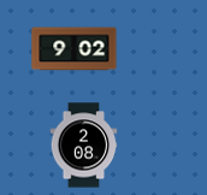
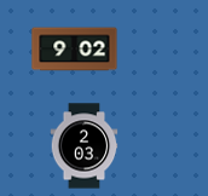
clock at (84, 146): 2:08 -> 2:03
